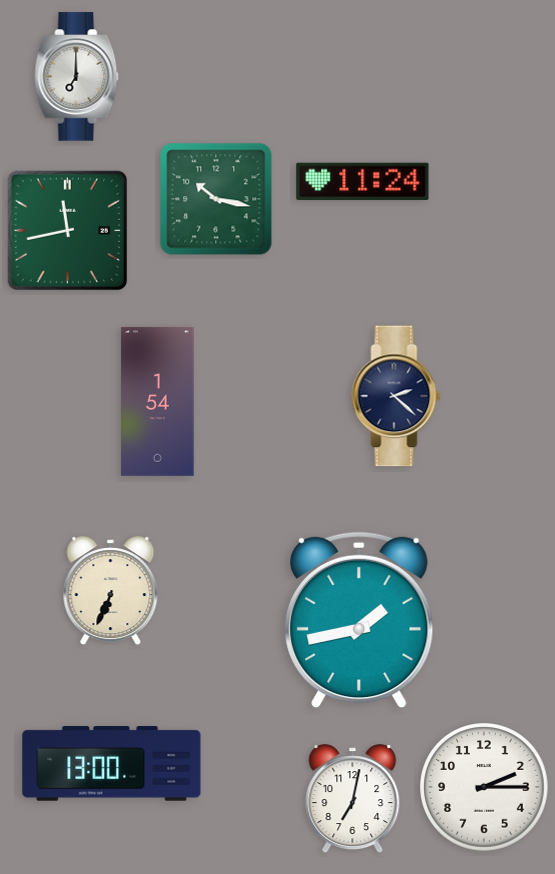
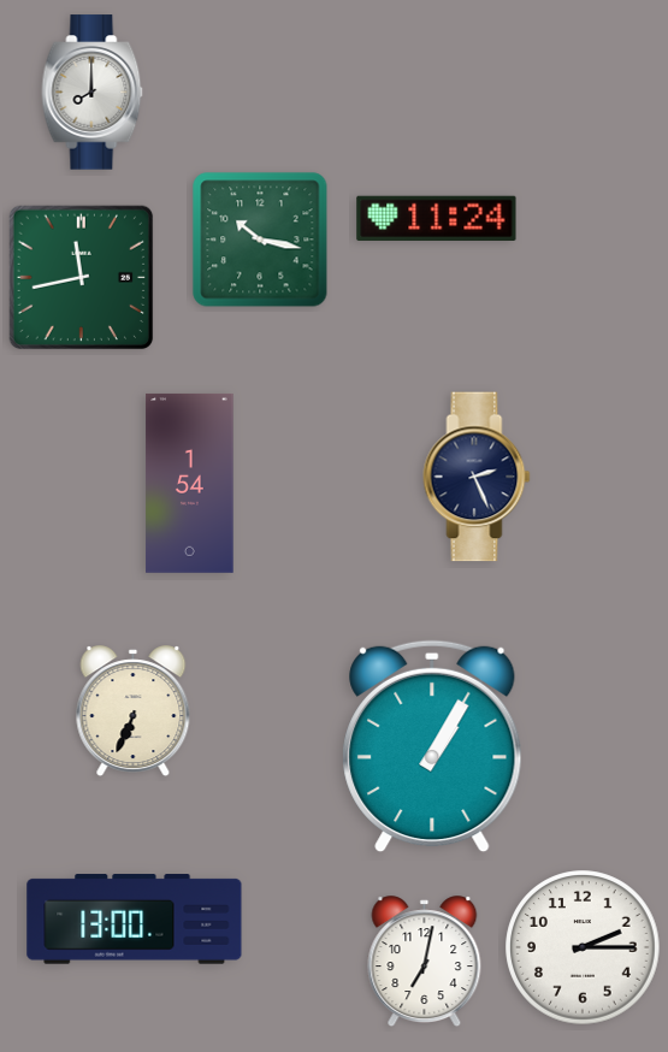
clock at (77, 77): 7:00 -> 8:00
clock at (396, 396): 2:22 -> 2:26
clock at (359, 620): 1:43 -> 1:05
